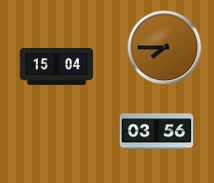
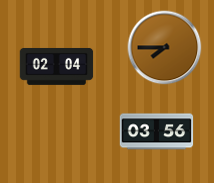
clock at (57, 67): 15:04 -> 02:04
